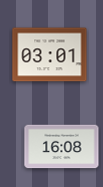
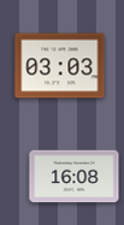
clock at (50, 55): 03:01 -> 03:03
